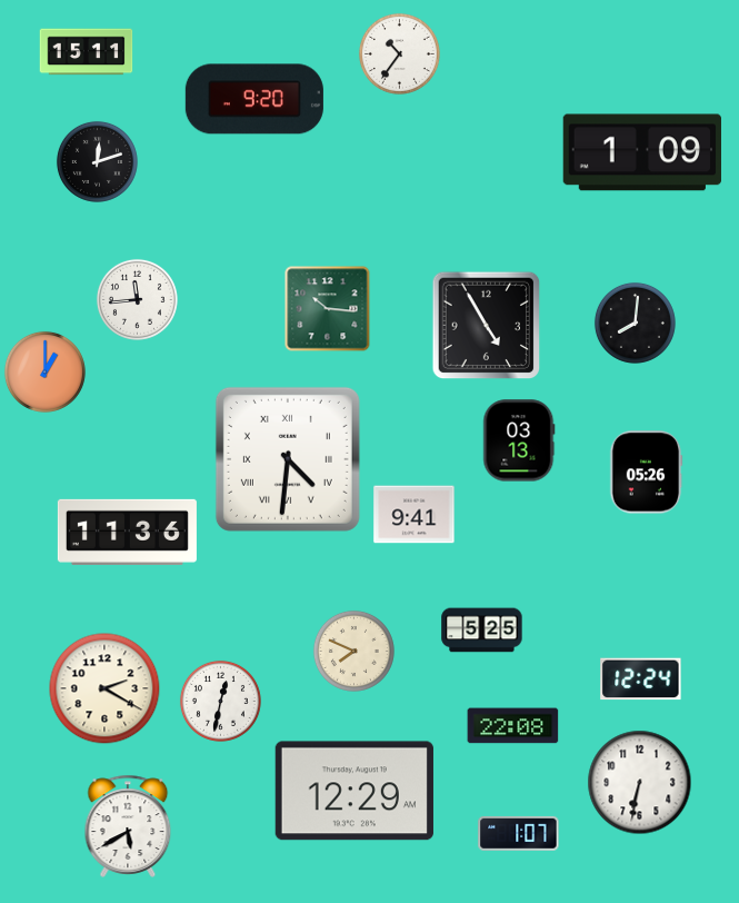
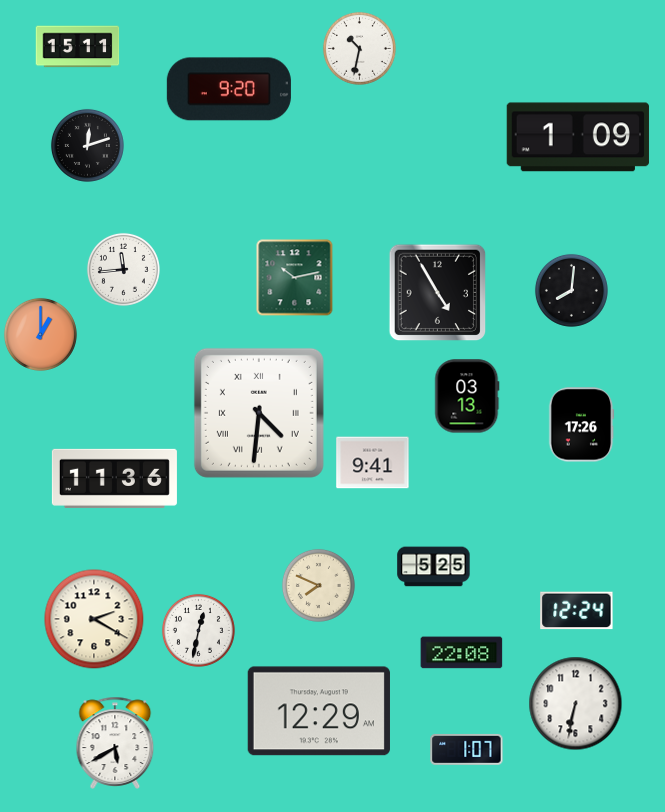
clock at (399, 53): 10:36 -> 10:32
clock at (328, 309): 10:16 -> 10:13
clock at (646, 473): 05:26 -> 17:26
